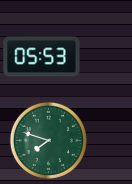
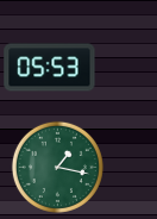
clock at (48, 140): 7:48 -> 1:17
